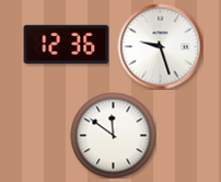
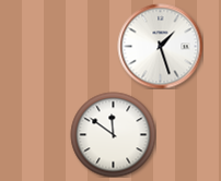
clock at (66, 44): 12:36 -> none
clock at (160, 46): 9:27 -> 1:27
